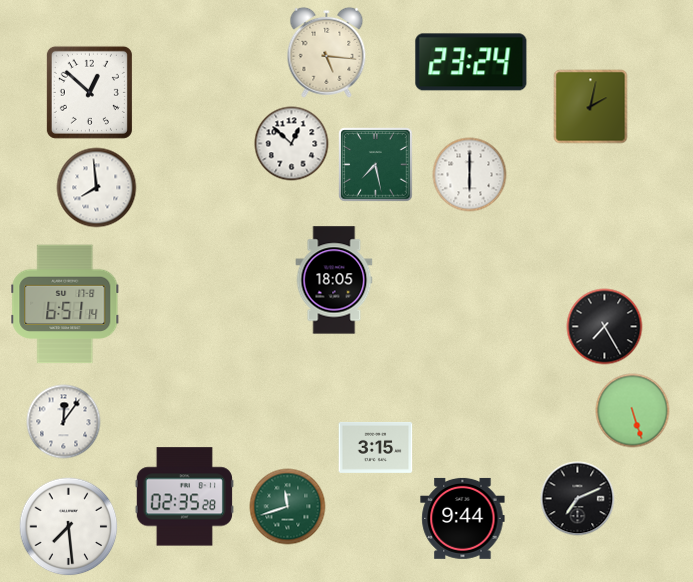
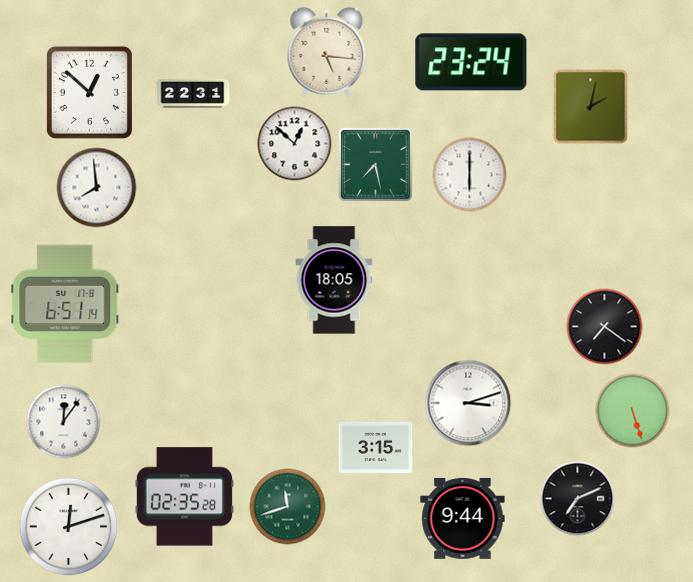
clock at (193, 93): none -> 22:31
clock at (292, 144) position: (292, 144) -> (295, 144)
clock at (605, 327): 7:25 -> 7:21
clock at (468, 403): none -> 3:12
clock at (69, 527): 7:29 -> 12:12
